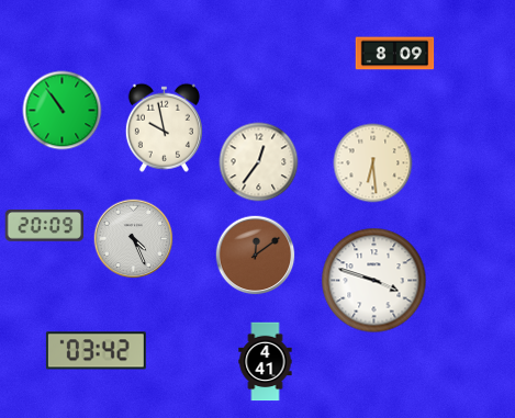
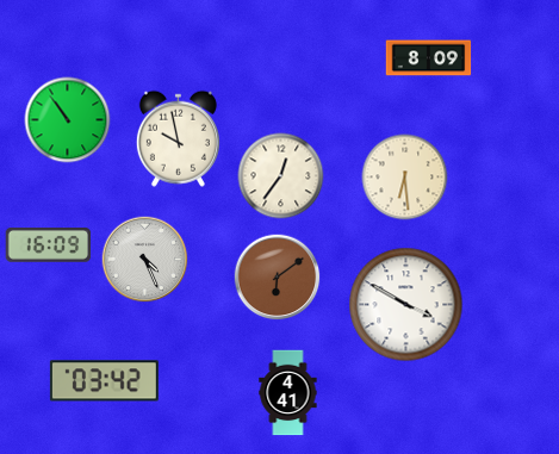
clock at (45, 226): 20:09 -> 16:09
clock at (256, 256): 12:09 -> 6:09
clock at (374, 281): 3:48 -> 3:50
